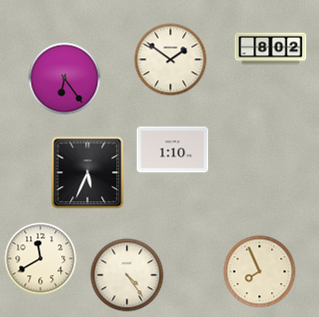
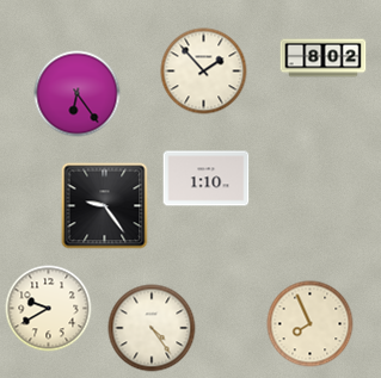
clock at (171, 60): 1:51 -> 1:53
clock at (88, 173): 5:34 -> 9:24
clock at (41, 259): 11:40 -> 9:40
